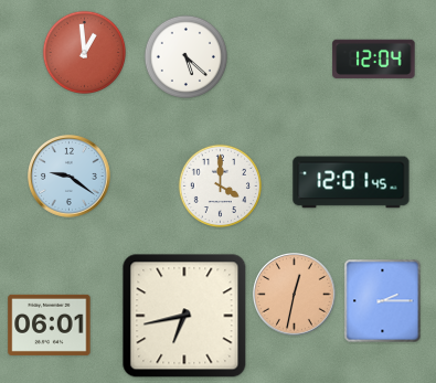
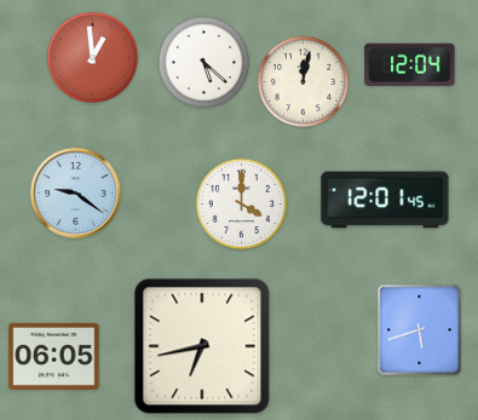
clock at (303, 81): none -> 12:02
clock at (295, 295): 12:32 -> none
clock at (383, 301): 2:15 -> 5:42
clock at (50, 325): 06:01 -> 06:05
